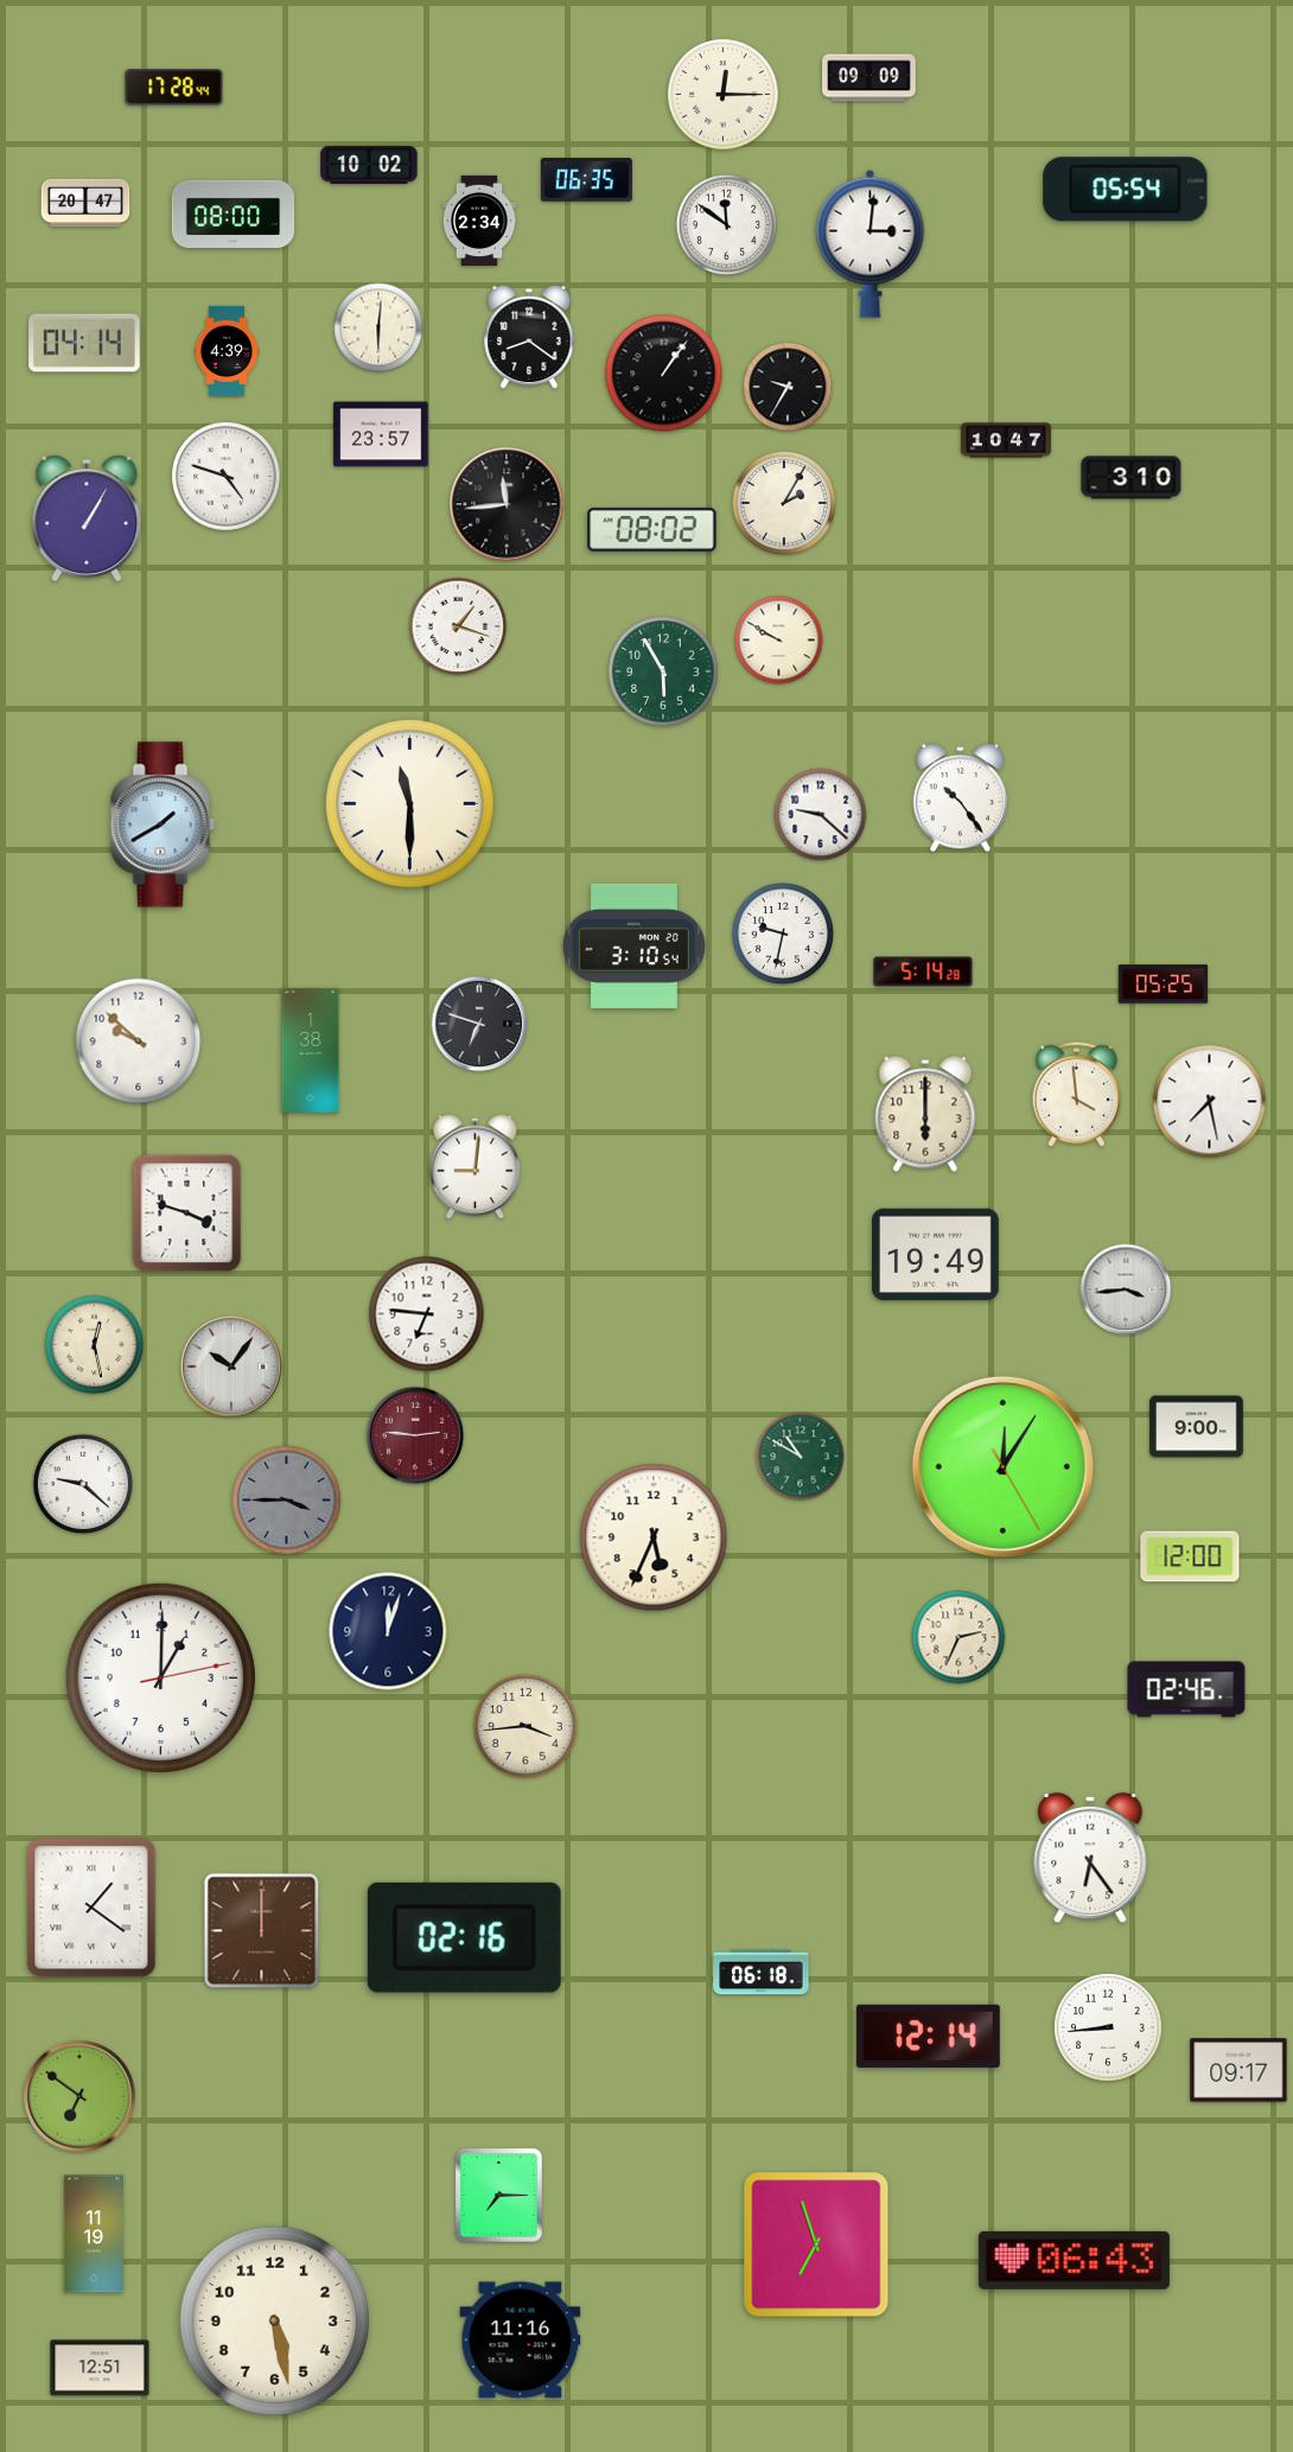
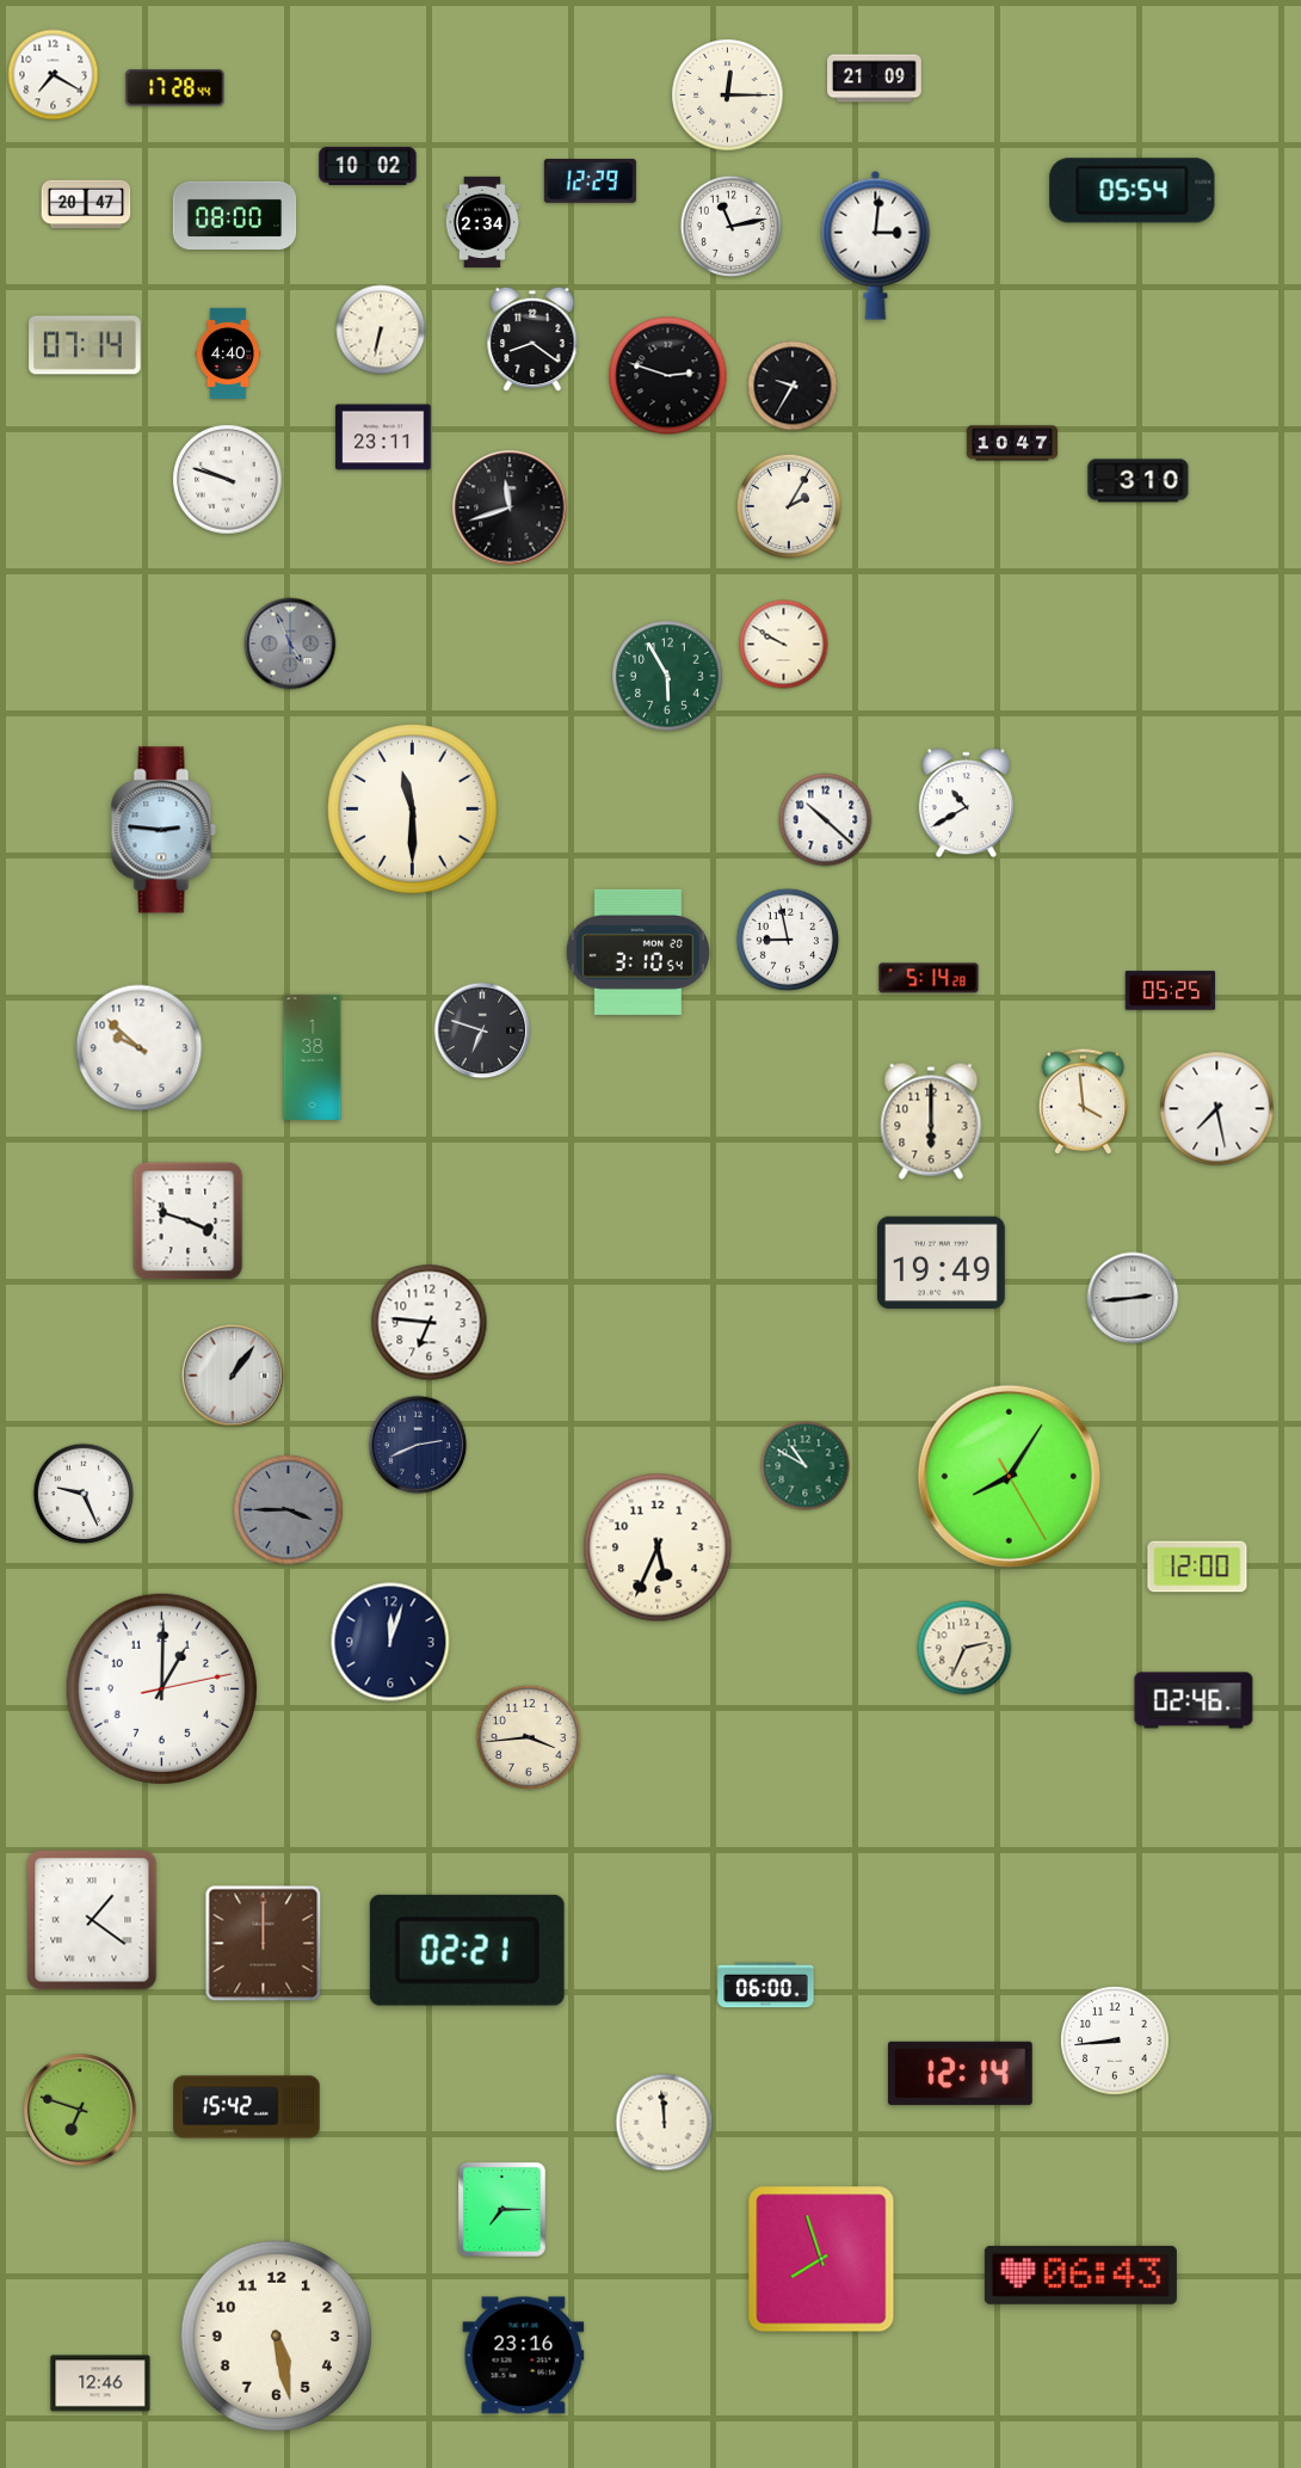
clock at (54, 75): none -> 7:20
clock at (870, 78): 09:09 -> 21:09
clock at (369, 165) position: (369, 165) -> (368, 166)
clock at (586, 180): 06:35 -> 12:29
clock at (727, 225): 11:51 -> 11:13
clock at (378, 327): 6:01 -> 6:32
clock at (84, 343): 04:14 -> 07:14
clock at (227, 351): 4:39 -> 4:40
clock at (664, 374): 1:06 -> 2:48
clock at (788, 387) position: (788, 387) -> (793, 386)
clock at (381, 434): 23:57 -> 23:11
clock at (227, 477): 4:48 -> 9:48
clock at (507, 504): 11:44 -> 11:42
clock at (87, 518): 1:05 -> none
clock at (652, 529): 08:02 -> none
clock at (458, 626): 1:18 -> none
clock at (290, 644): none -> 4:56
clock at (960, 798): 10:24 -> 10:40
clock at (821, 815): 9:22 -> 10:22
clock at (163, 824): 1:40 -> 2:46
clock at (782, 932): 9:32 -> 8:58
clock at (476, 1167): 9:01 -> none
clock at (1126, 1289): 3:44 -> 2:44
clock at (95, 1345): 12:28 -> none
clock at (231, 1367): 10:06 -> 1:06
clock at (1197, 1427): 9:00 -> none
clock at (415, 1435): 2:46 -> 2:41
clock at (415, 1435) dial: burgundy -> navy
clock at (1002, 1466): 12:05 -> 8:05
clock at (83, 1484): 9:22 -> 9:26
clock at (1090, 1858): 6:24 -> none
clock at (464, 1937): 02:16 -> 02:21
clock at (762, 1973): 06:18 -> 06:00
clock at (928, 2036) position: (928, 2036) -> (960, 2073)
clock at (1238, 2070): 09:17 -> none
clock at (247, 2107): none -> 15:42
clock at (79, 2096): 6:51 -> 6:48
clock at (665, 2123): none -> 11:59
clock at (94, 2234): 11:19 -> none
clock at (816, 2244): 6:57 -> 7:57
clock at (521, 2340): 11:16 -> 23:16
clock at (100, 2368): 12:51 -> 12:46
